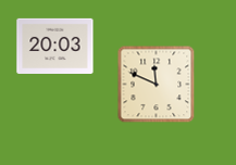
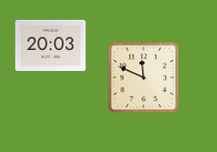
clock at (55, 46) position: (55, 46) -> (51, 45)
